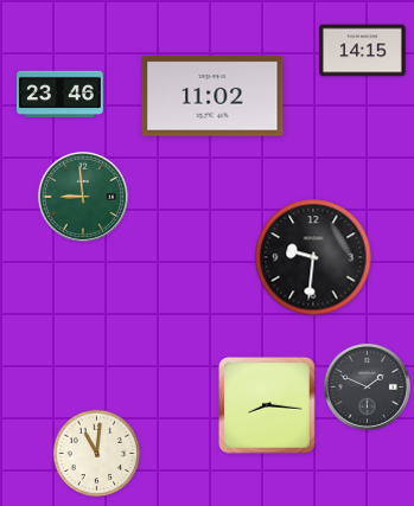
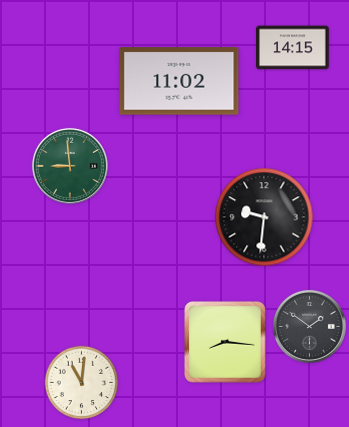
clock at (363, 51) position: (363, 51) -> (293, 48)
clock at (60, 95): 23:46 -> none
clock at (367, 386): 1:49 -> 1:51
